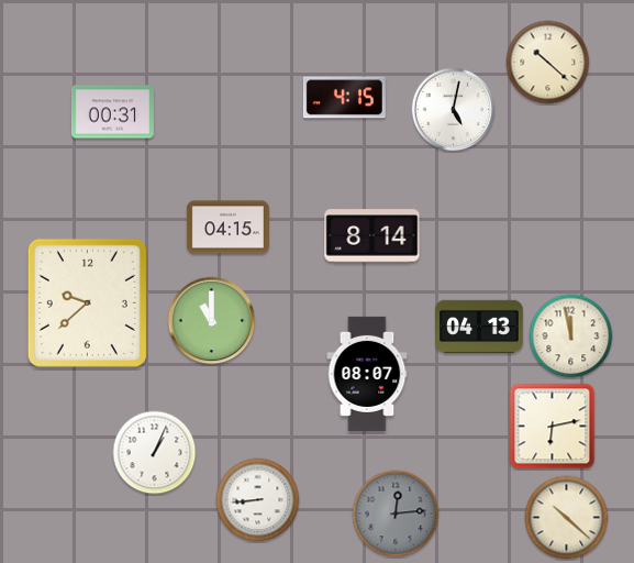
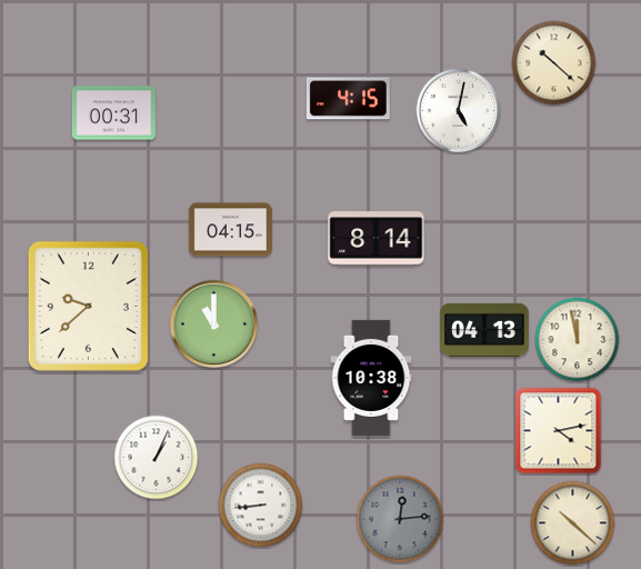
clock at (367, 374): 08:07 -> 10:38
clock at (553, 427): 6:13 -> 4:13
